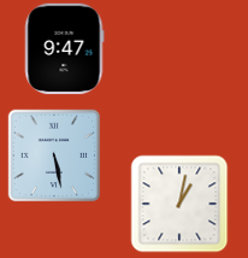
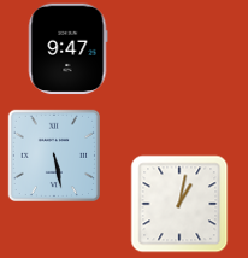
clock at (64, 49) position: (64, 49) -> (67, 49)
